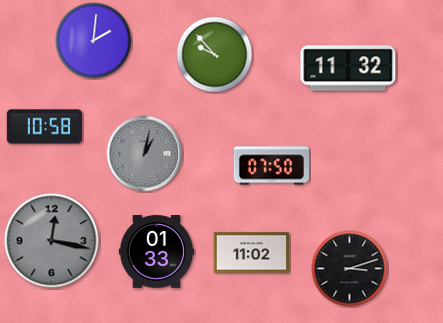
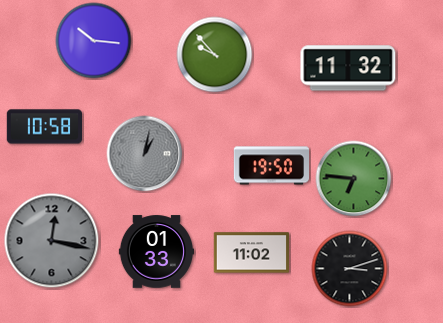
clock at (94, 41): 2:01 -> 10:16
clock at (271, 166): 07:50 -> 19:50
clock at (354, 179): none -> 6:46
